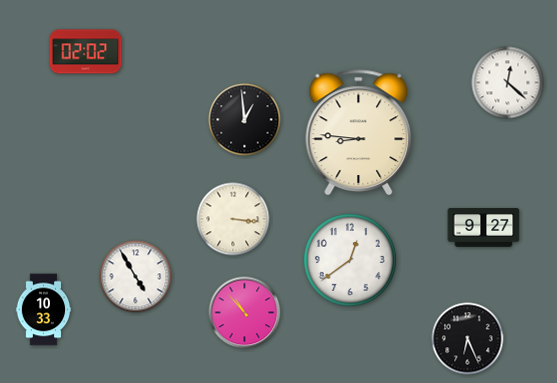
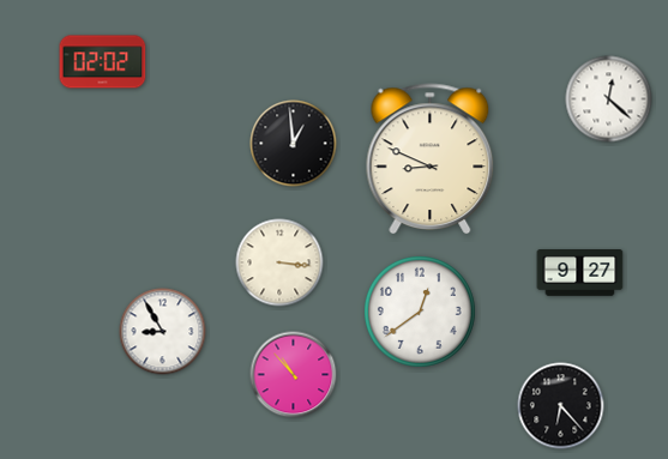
clock at (359, 133): 8:46 -> 8:49
clock at (136, 277): 4:55 -> 8:55
clock at (44, 310): 10:33 -> none
clock at (468, 339): 6:26 -> 6:23
